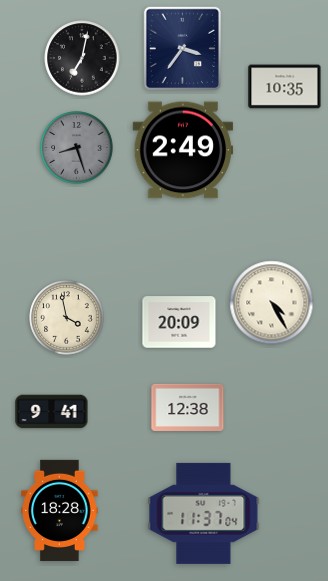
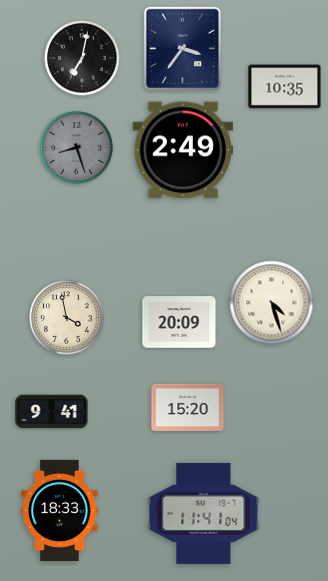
clock at (272, 303): 4:25 -> 4:27
clock at (188, 407): 12:38 -> 15:20
clock at (60, 510): 18:28 -> 18:33
clock at (204, 513): 11:37 -> 11:41
